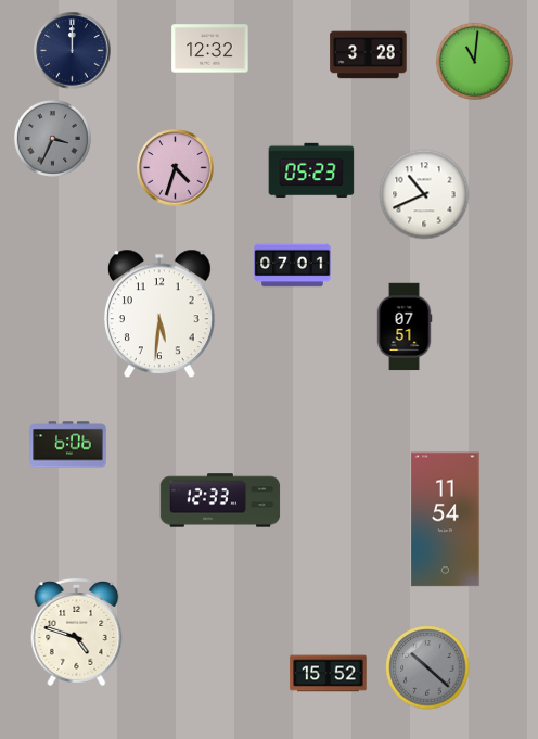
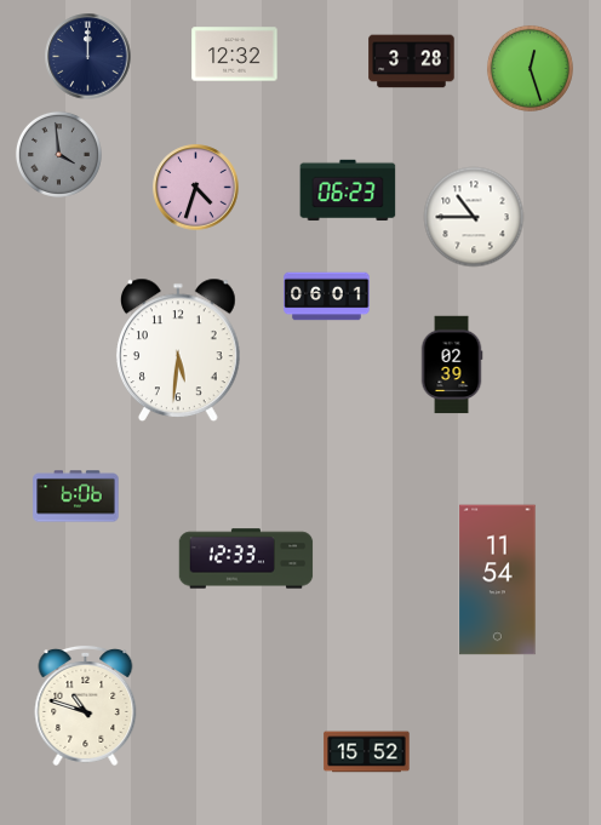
clock at (73, 51) position: (73, 51) -> (88, 57)
clock at (474, 61): 11:01 -> 12:27
clock at (52, 138): 3:34 -> 3:59
clock at (311, 170): 05:23 -> 06:23
clock at (424, 194): 10:41 -> 10:45
clock at (293, 266): 07:01 -> 06:01
clock at (405, 327): 07:51 -> 02:39
clock at (77, 632): 4:48 -> 10:48
clock at (427, 667): 10:22 -> none
